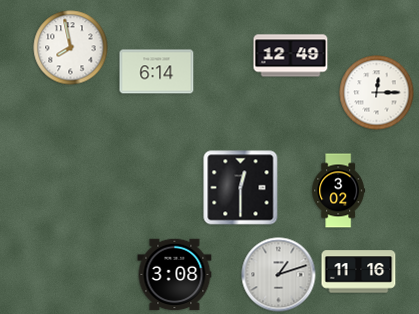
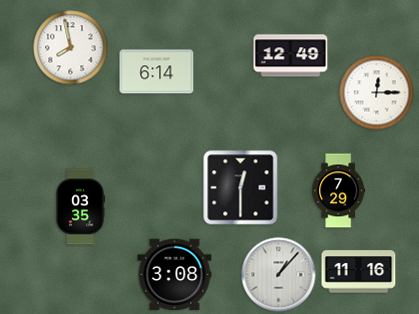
clock at (339, 191): 3:02 -> 7:29
clock at (80, 207): none -> 03:35
clock at (279, 275): 1:12 -> 1:07
